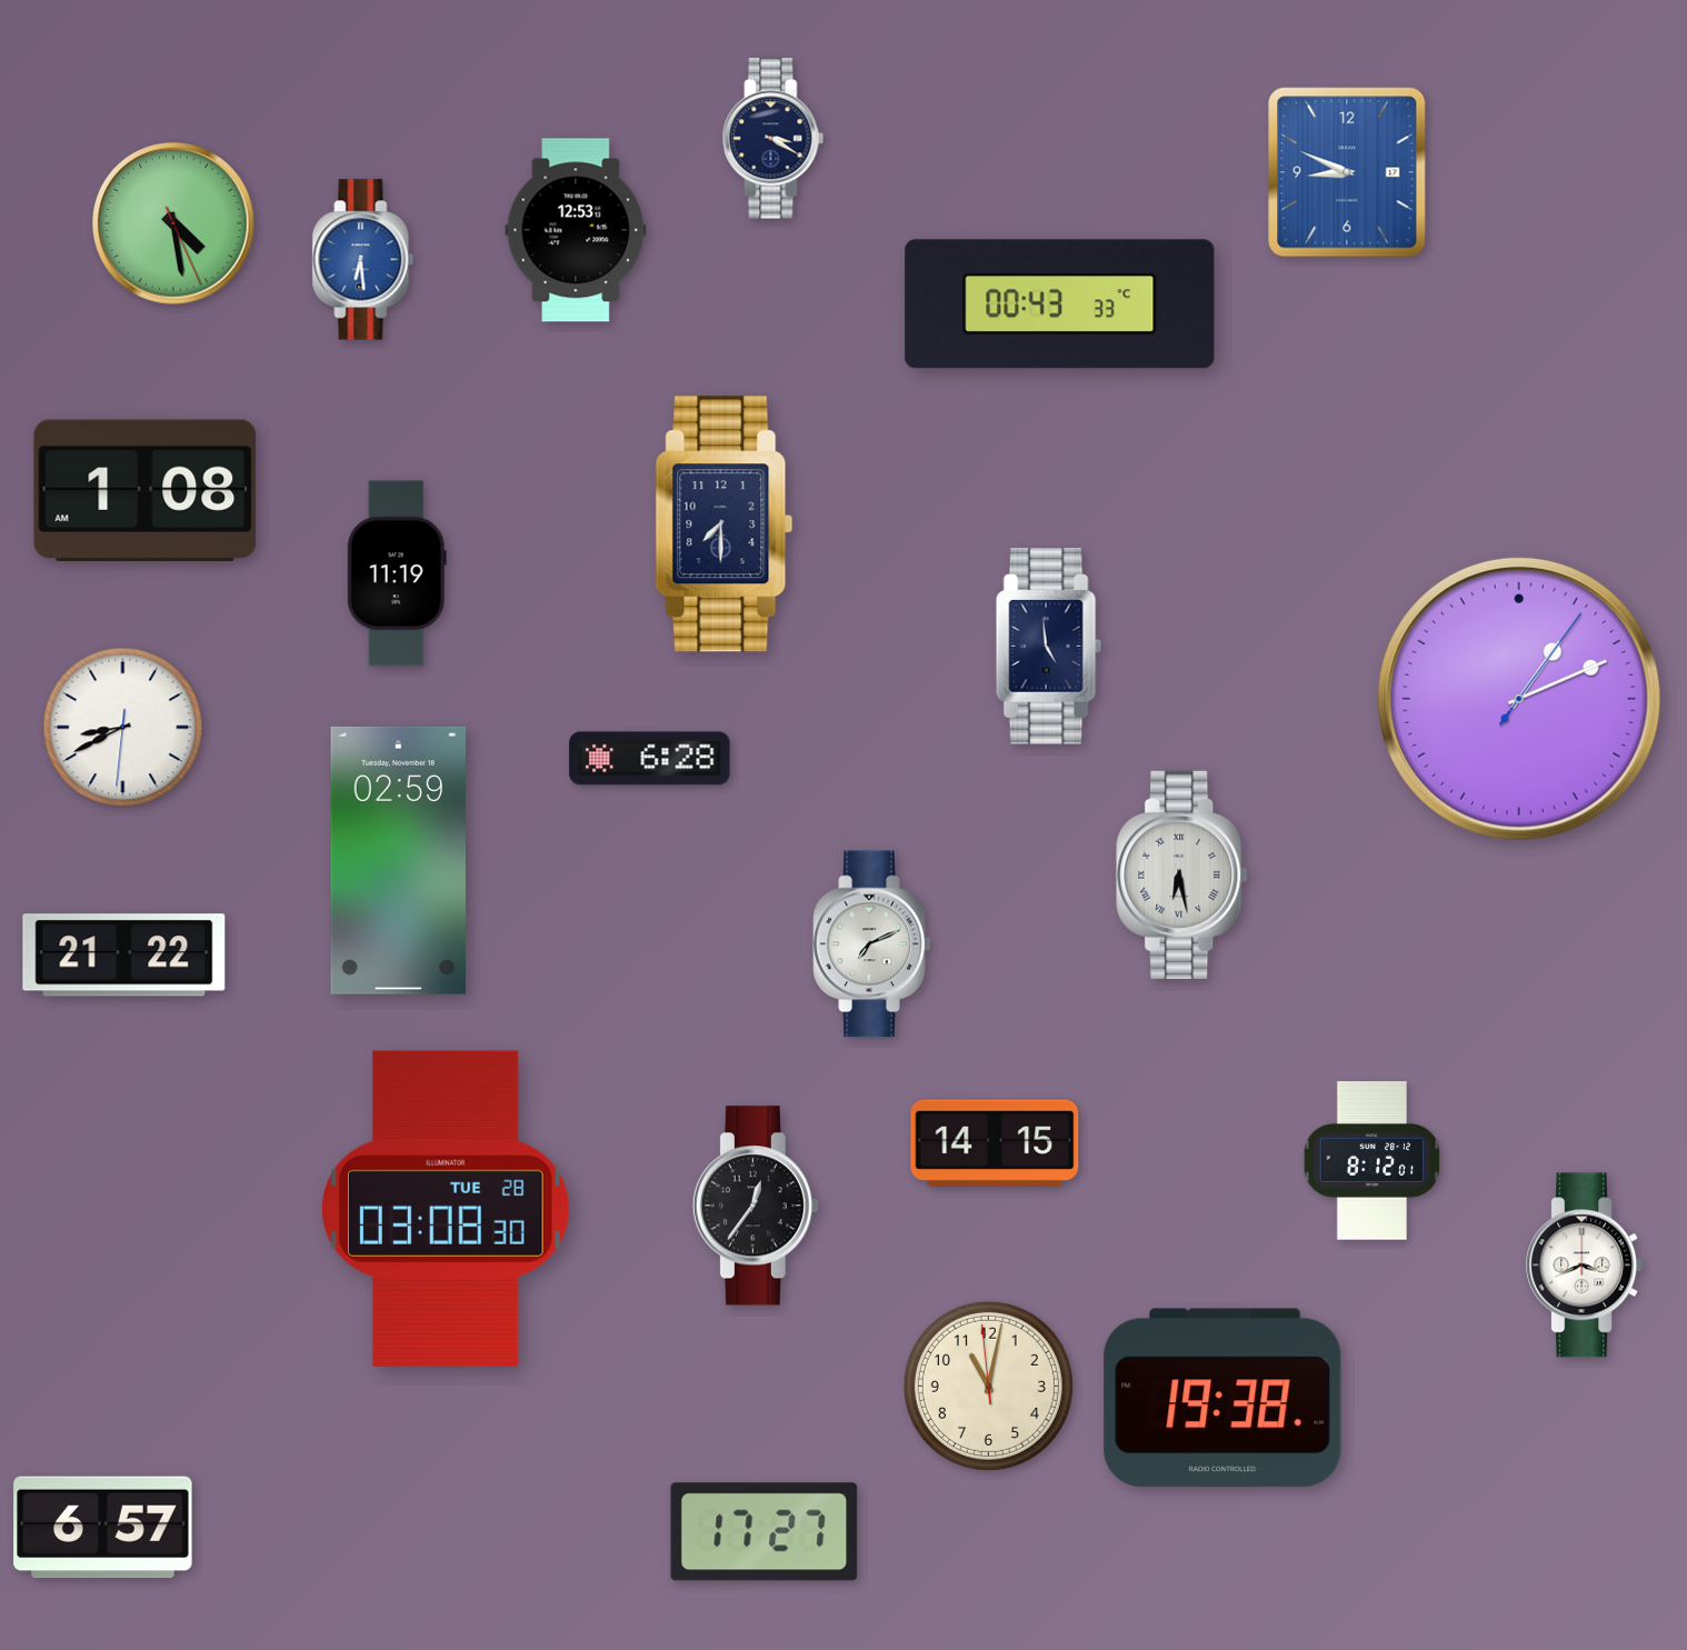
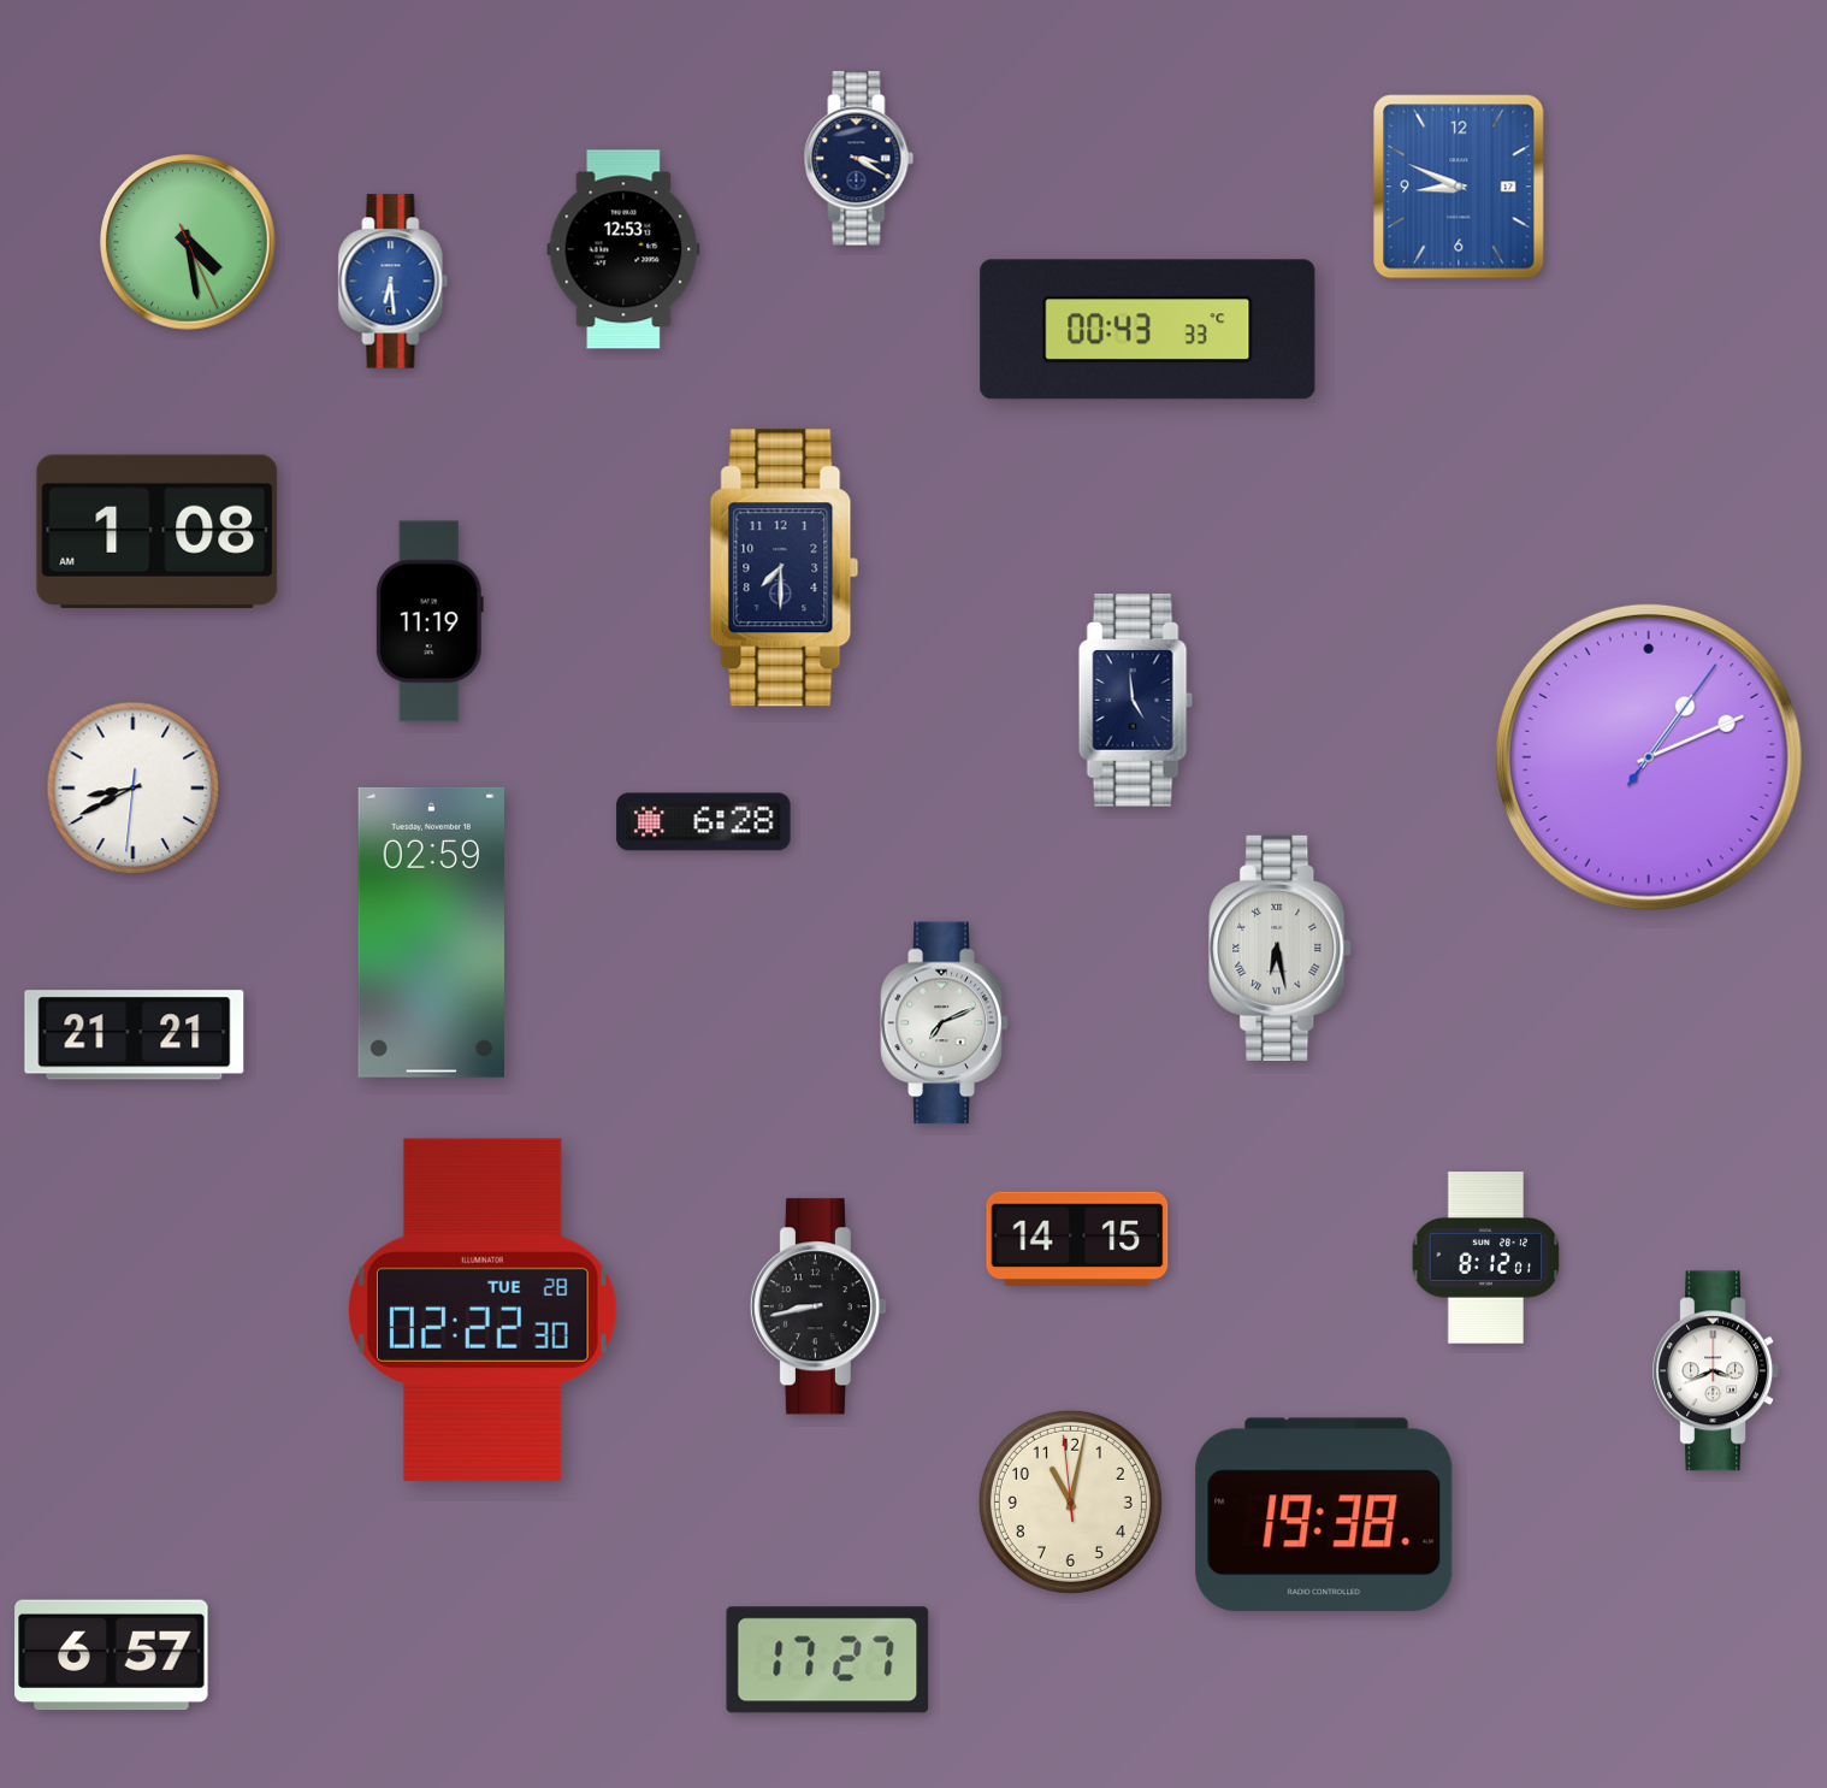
clock at (773, 139) position: (773, 139) -> (859, 159)
clock at (1519, 699) position: (1519, 699) -> (1649, 757)
clock at (124, 956): 21:22 -> 21:21
clock at (756, 1206): 12:36 -> 8:43
clock at (446, 1209): 03:08 -> 02:22
